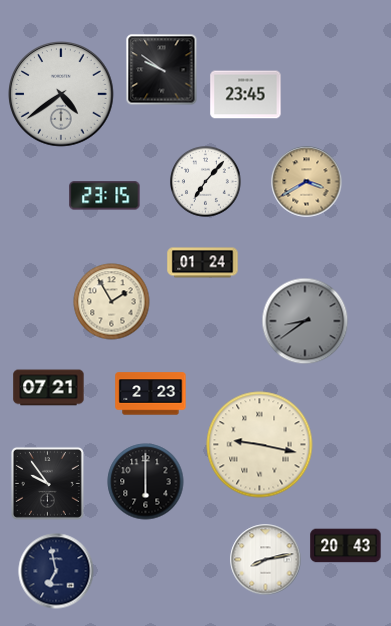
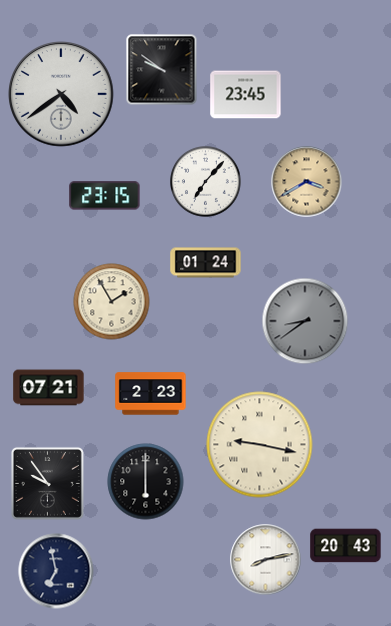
clock at (203, 263) position: (203, 263) -> (206, 263)
